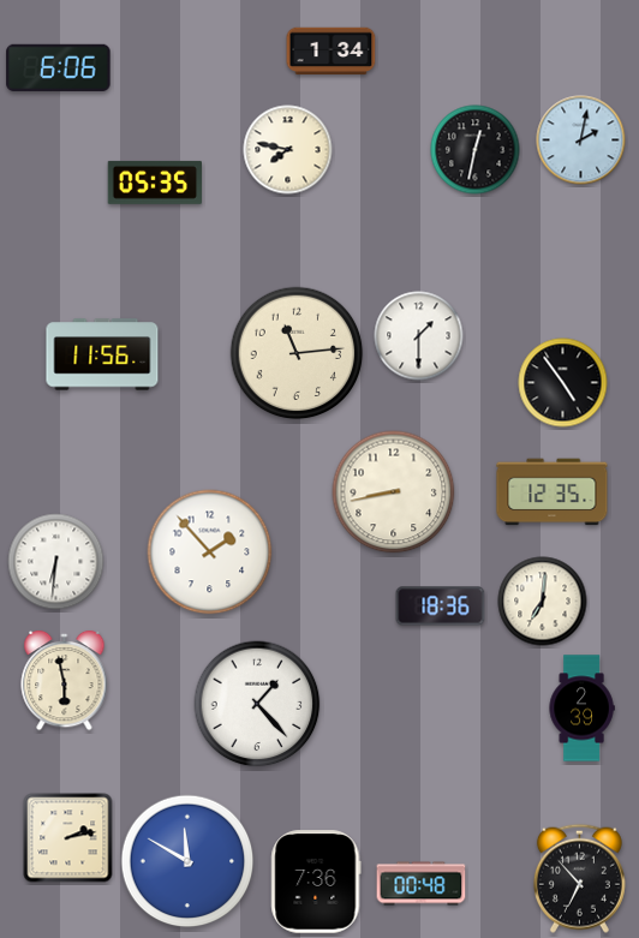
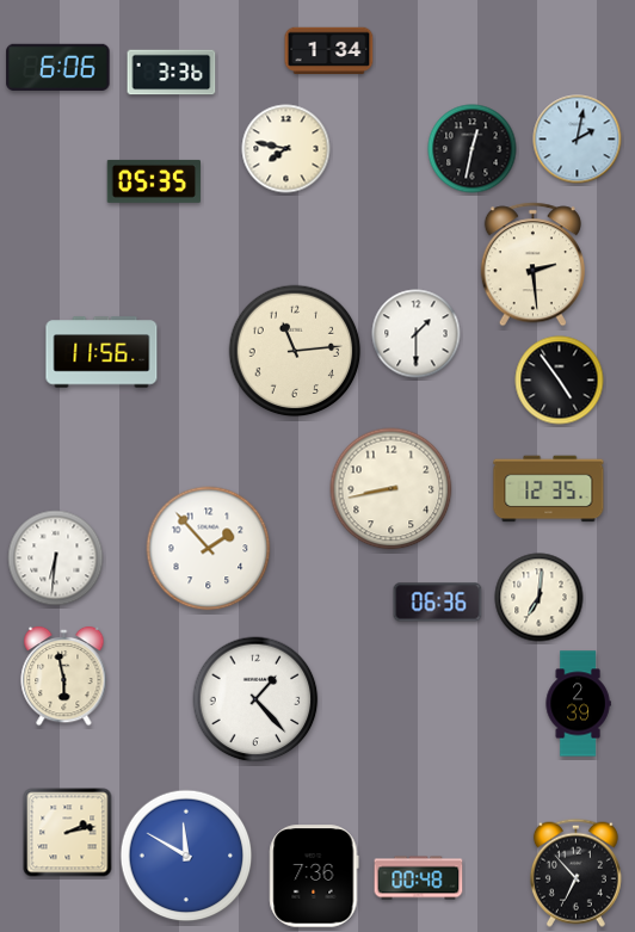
clock at (172, 73): none -> 3:36
clock at (532, 265): none -> 2:29
clock at (441, 607): 18:36 -> 06:36
